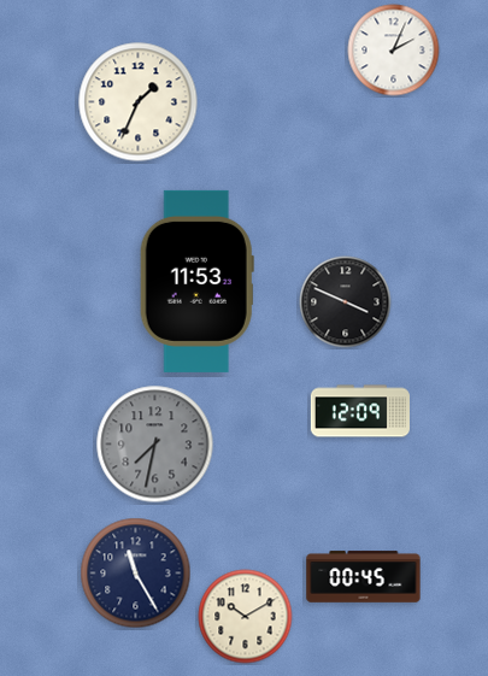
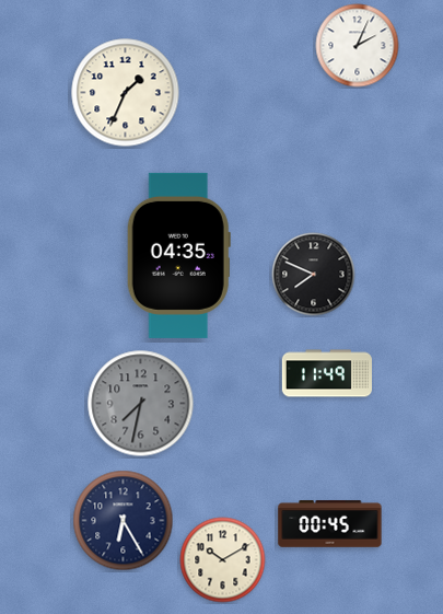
clock at (196, 281): 11:53 -> 04:35
clock at (346, 302): 3:49 -> 7:49
clock at (360, 411): 12:09 -> 11:49
clock at (136, 574): 11:25 -> 6:25
